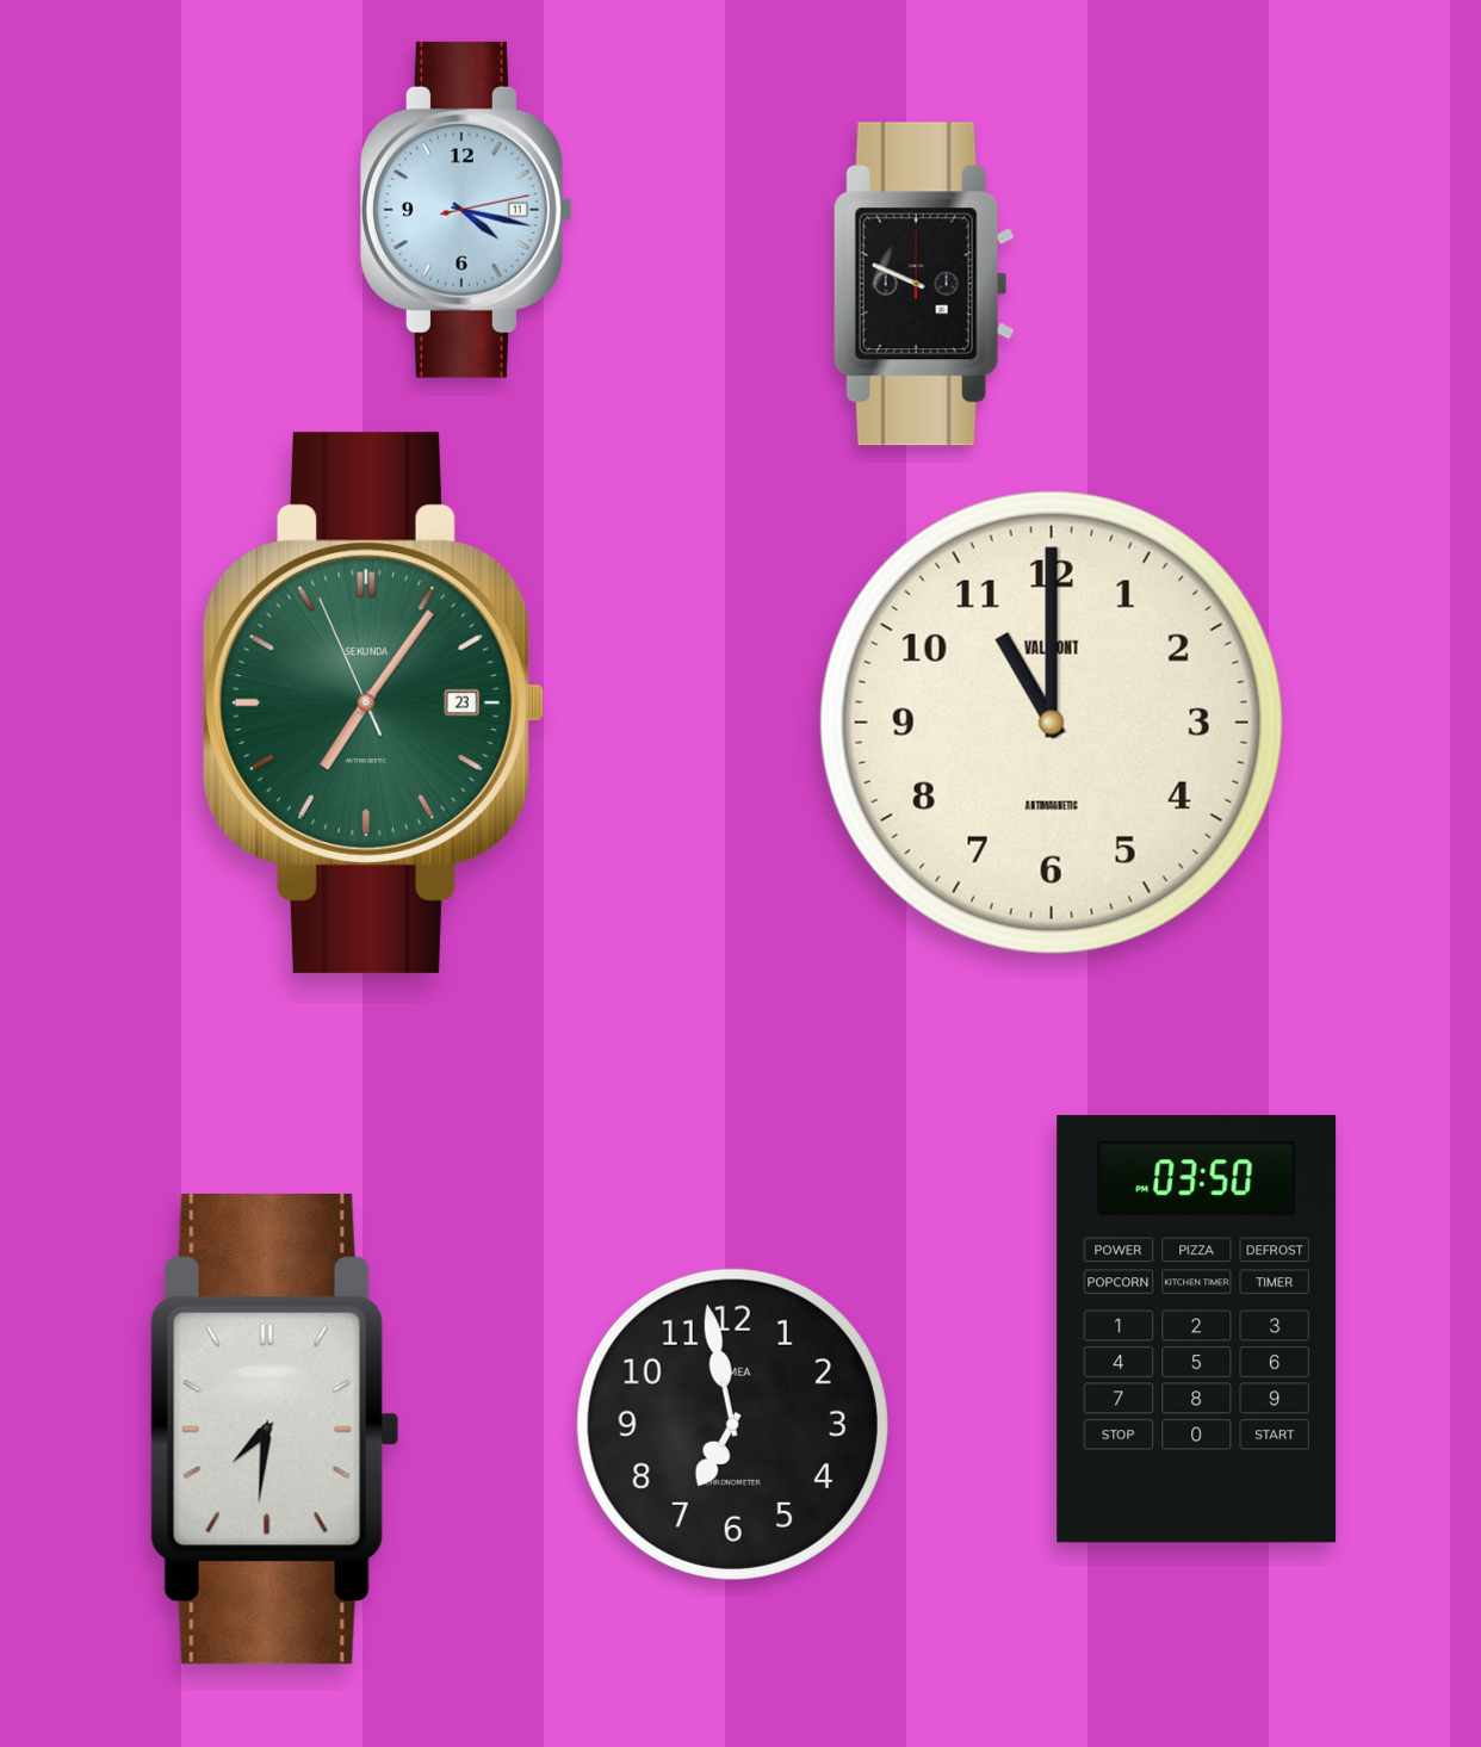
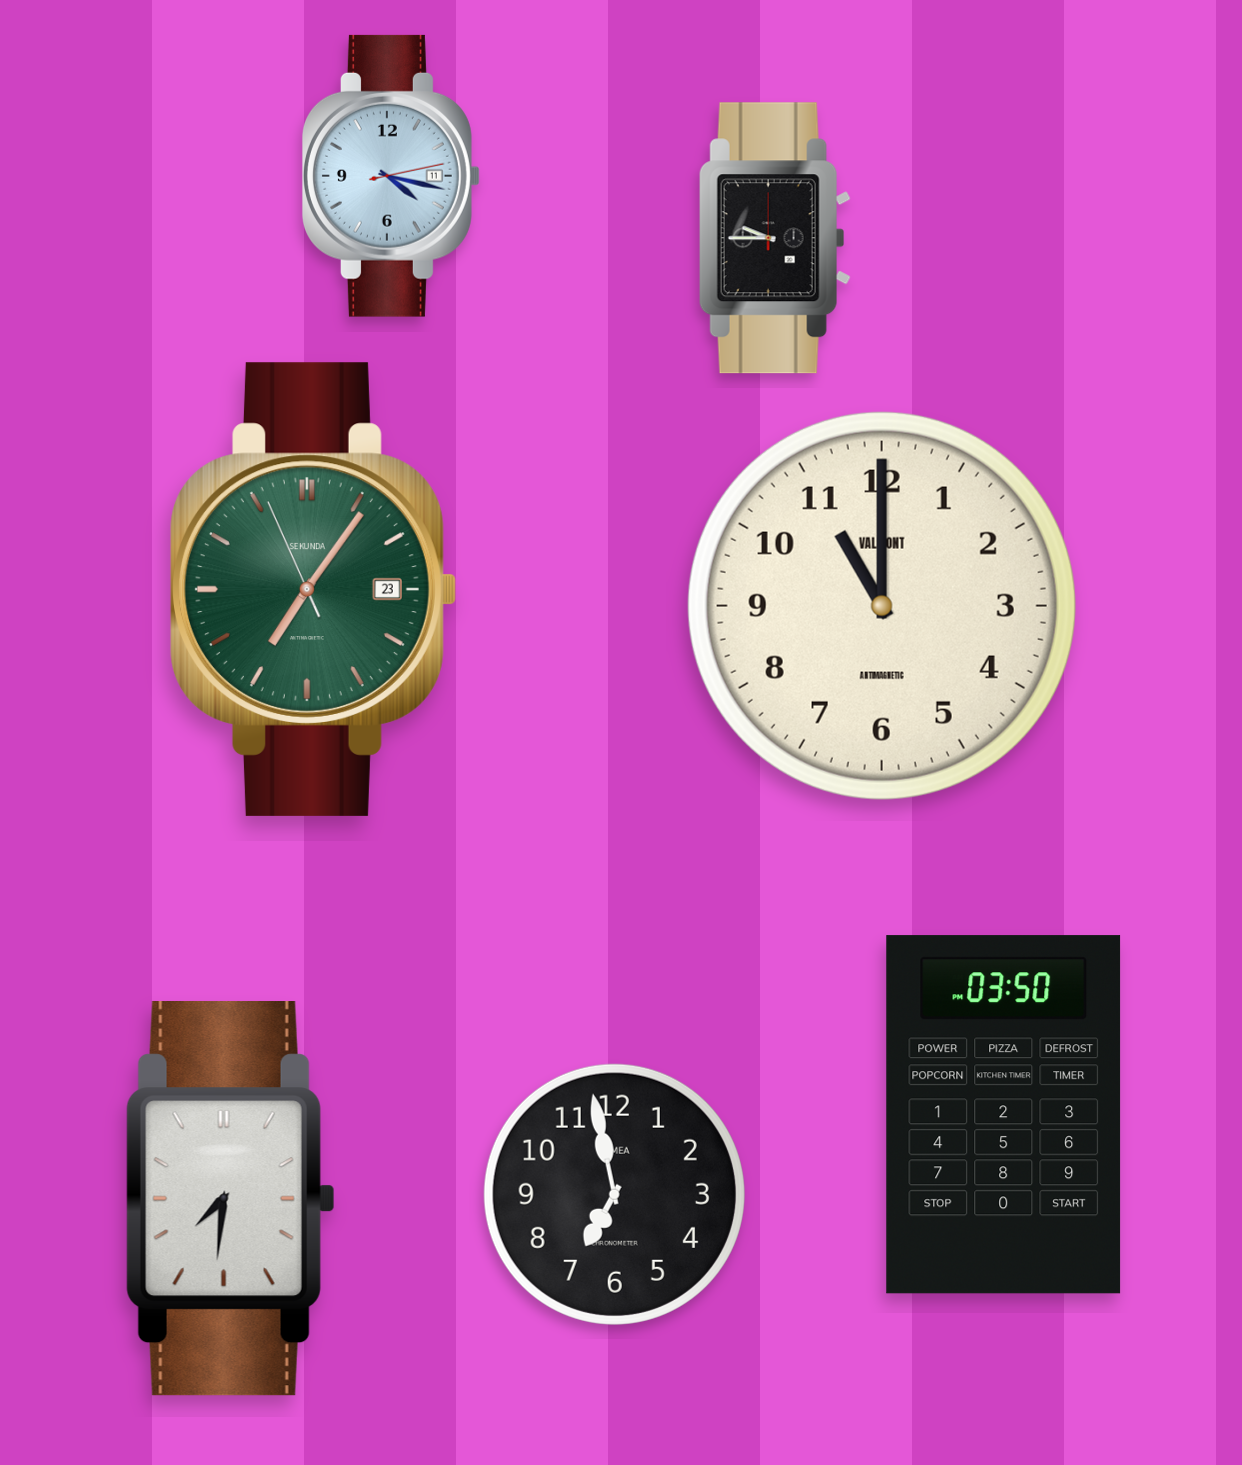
clock at (924, 284): 9:49 -> 9:45
